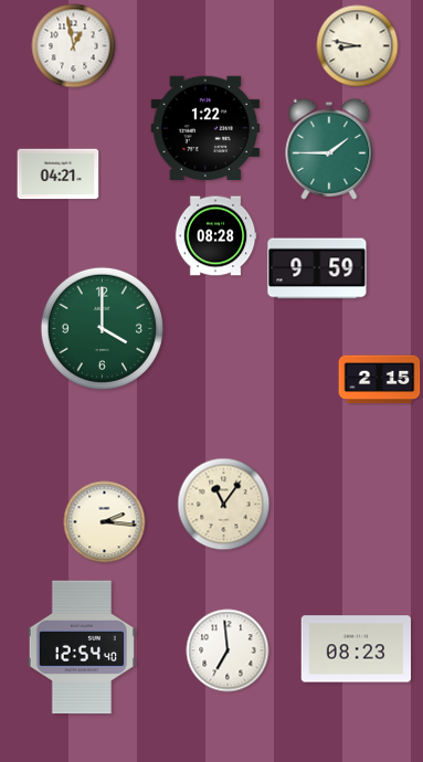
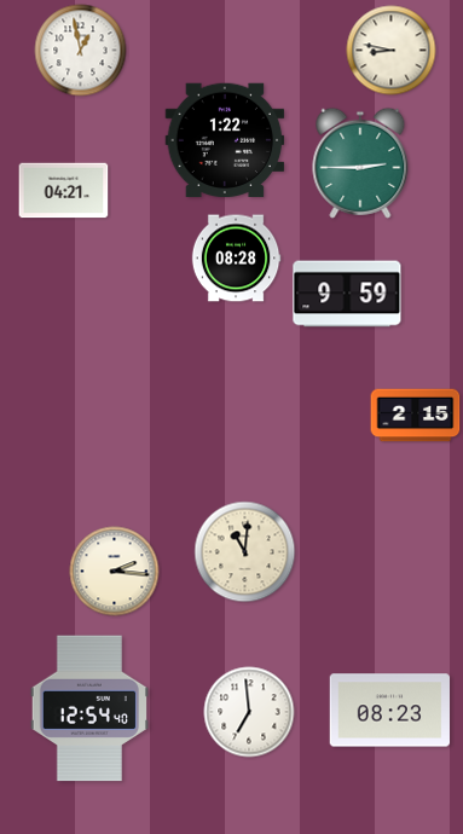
clock at (329, 149): 1:45 -> 2:45
clock at (102, 328): 4:00 -> none
clock at (224, 505): 11:06 -> 11:01
